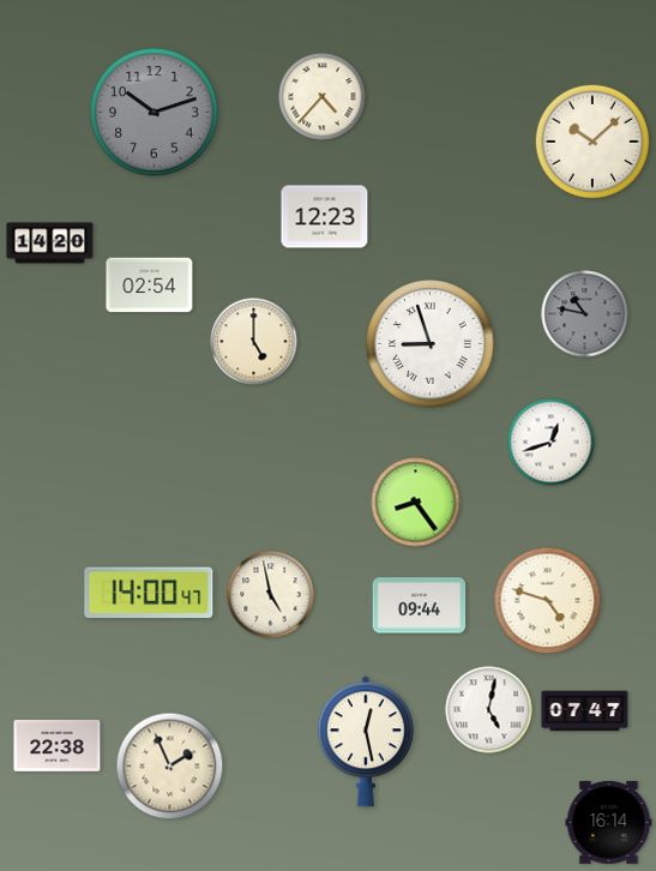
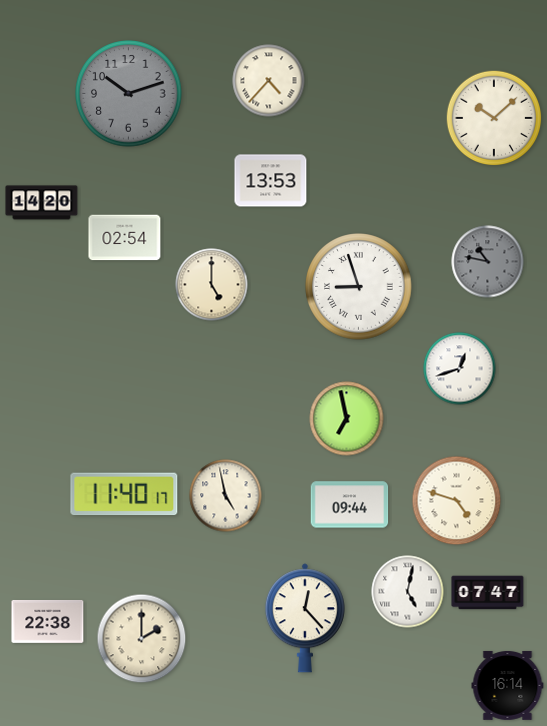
clock at (325, 217): 12:23 -> 13:53
clock at (416, 503): 8:24 -> 6:58
clock at (149, 593): 14:00 -> 11:40
clock at (366, 741): 12:28 -> 12:23
clock at (170, 767): 1:56 -> 2:00
